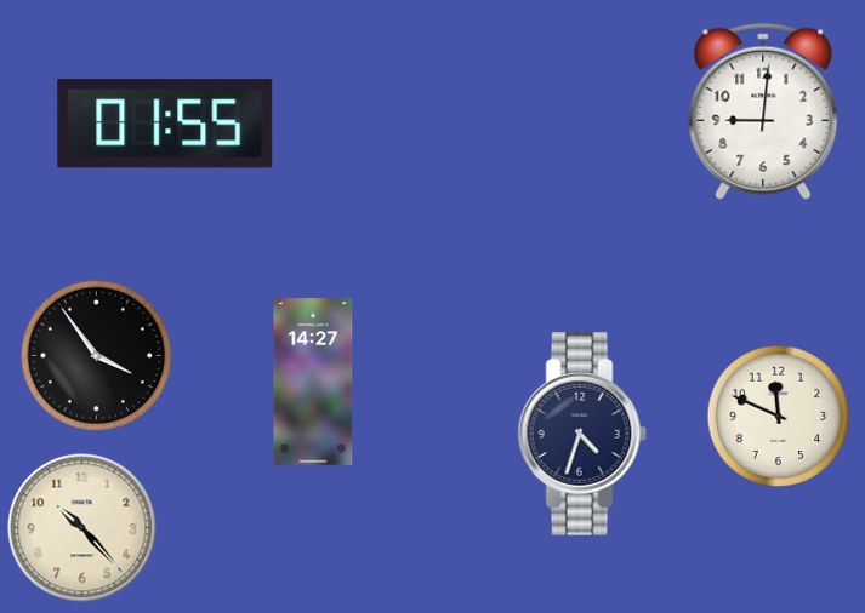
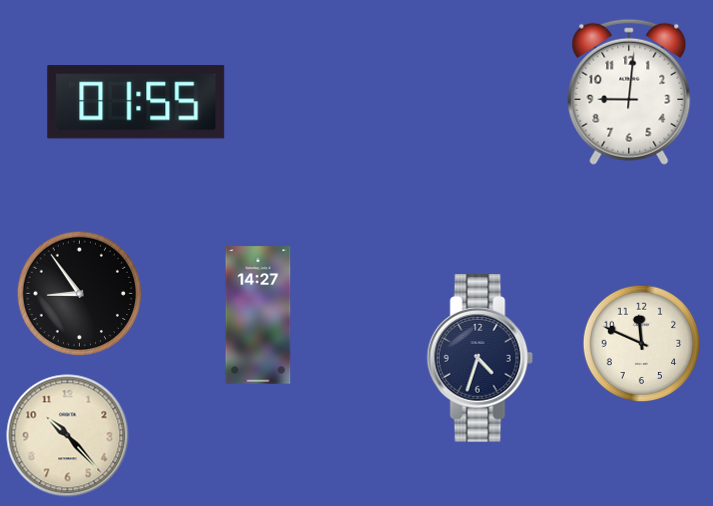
clock at (97, 356): 3:54 -> 8:54
